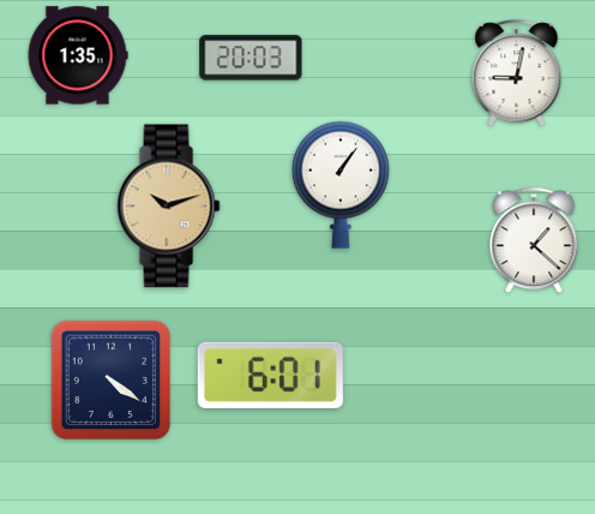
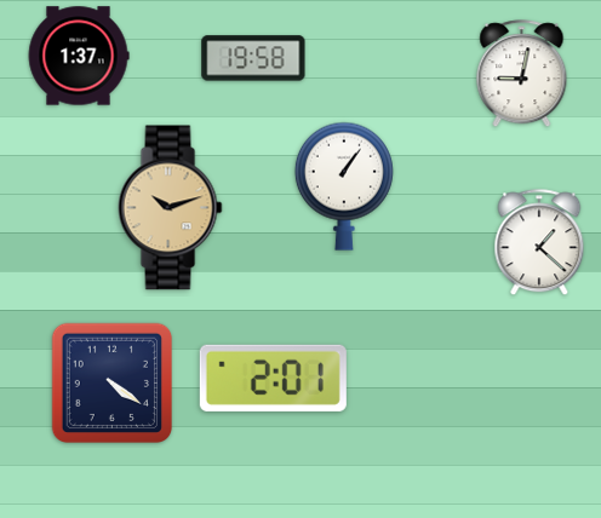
clock at (78, 55): 1:35 -> 1:37
clock at (251, 58): 20:03 -> 19:58
clock at (270, 375): 6:01 -> 2:01
